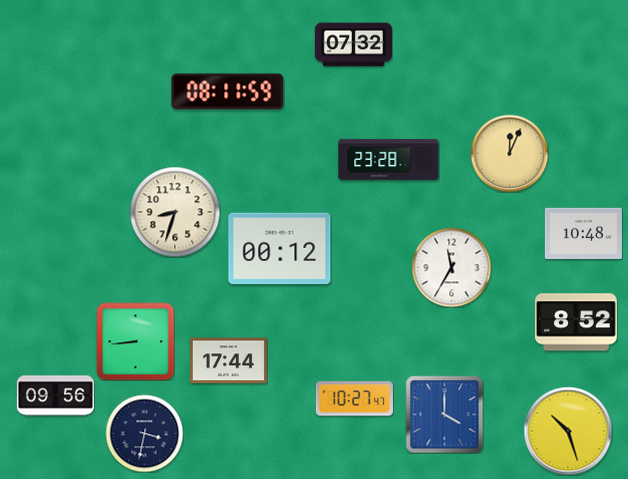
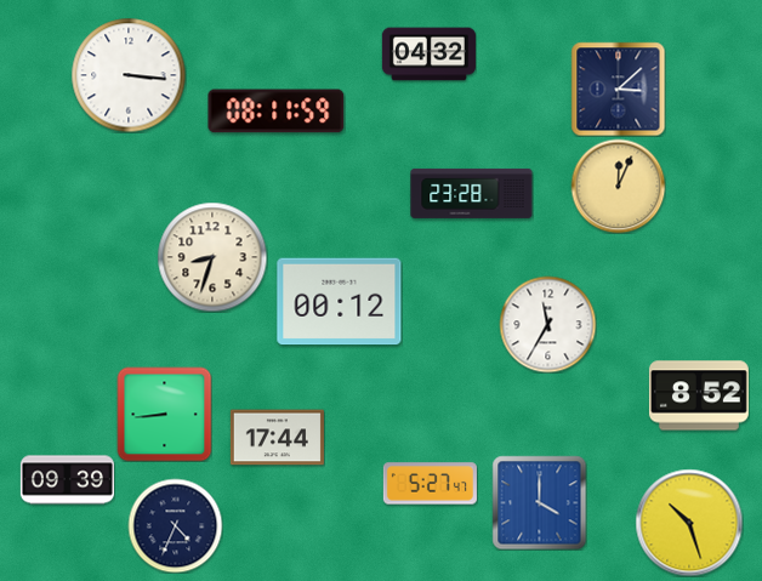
clock at (353, 45): 07:32 -> 04:32
clock at (129, 75): none -> 3:16
clock at (618, 89): none -> 3:08
clock at (583, 233): 10:48 -> none
clock at (576, 322) position: (576, 322) -> (699, 395)
clock at (55, 396): 09:56 -> 09:39
clock at (354, 399): 10:27 -> 5:27
clock at (144, 433): 3:32 -> 4:34
